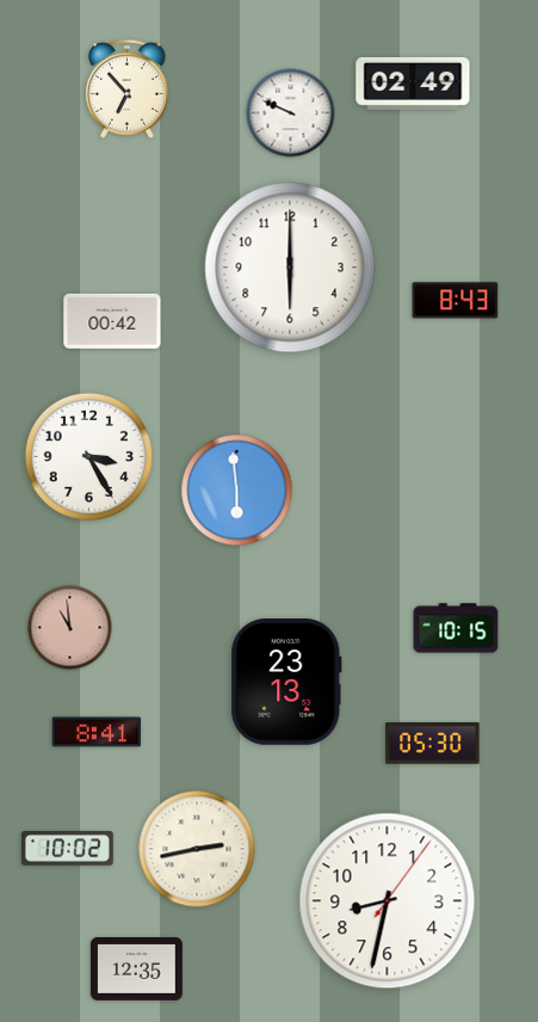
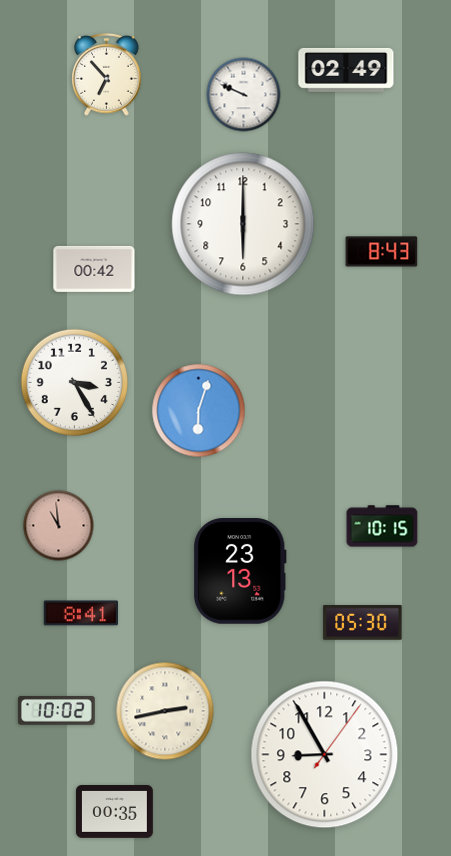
clock at (237, 491): 5:59 -> 6:03
clock at (388, 901): 8:32 -> 8:55
clock at (136, 968): 12:35 -> 00:35
